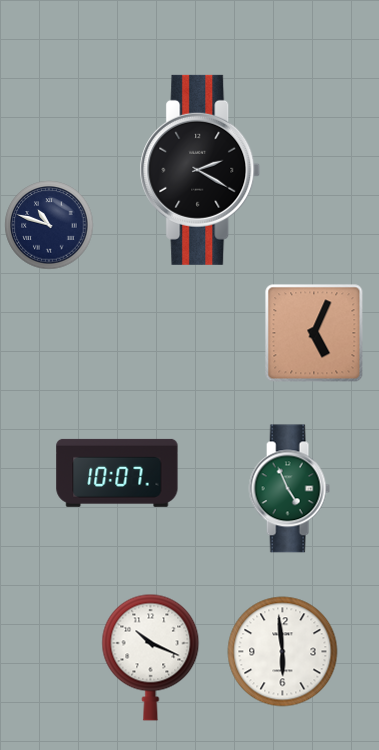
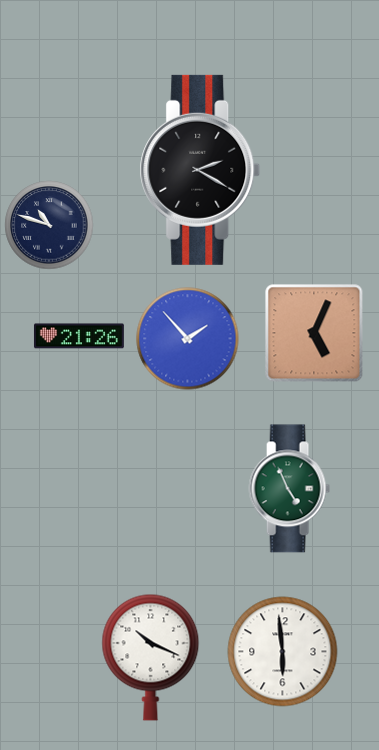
clock at (79, 336): none -> 21:26
clock at (188, 339): none -> 1:53
clock at (117, 473): 10:07 -> none
